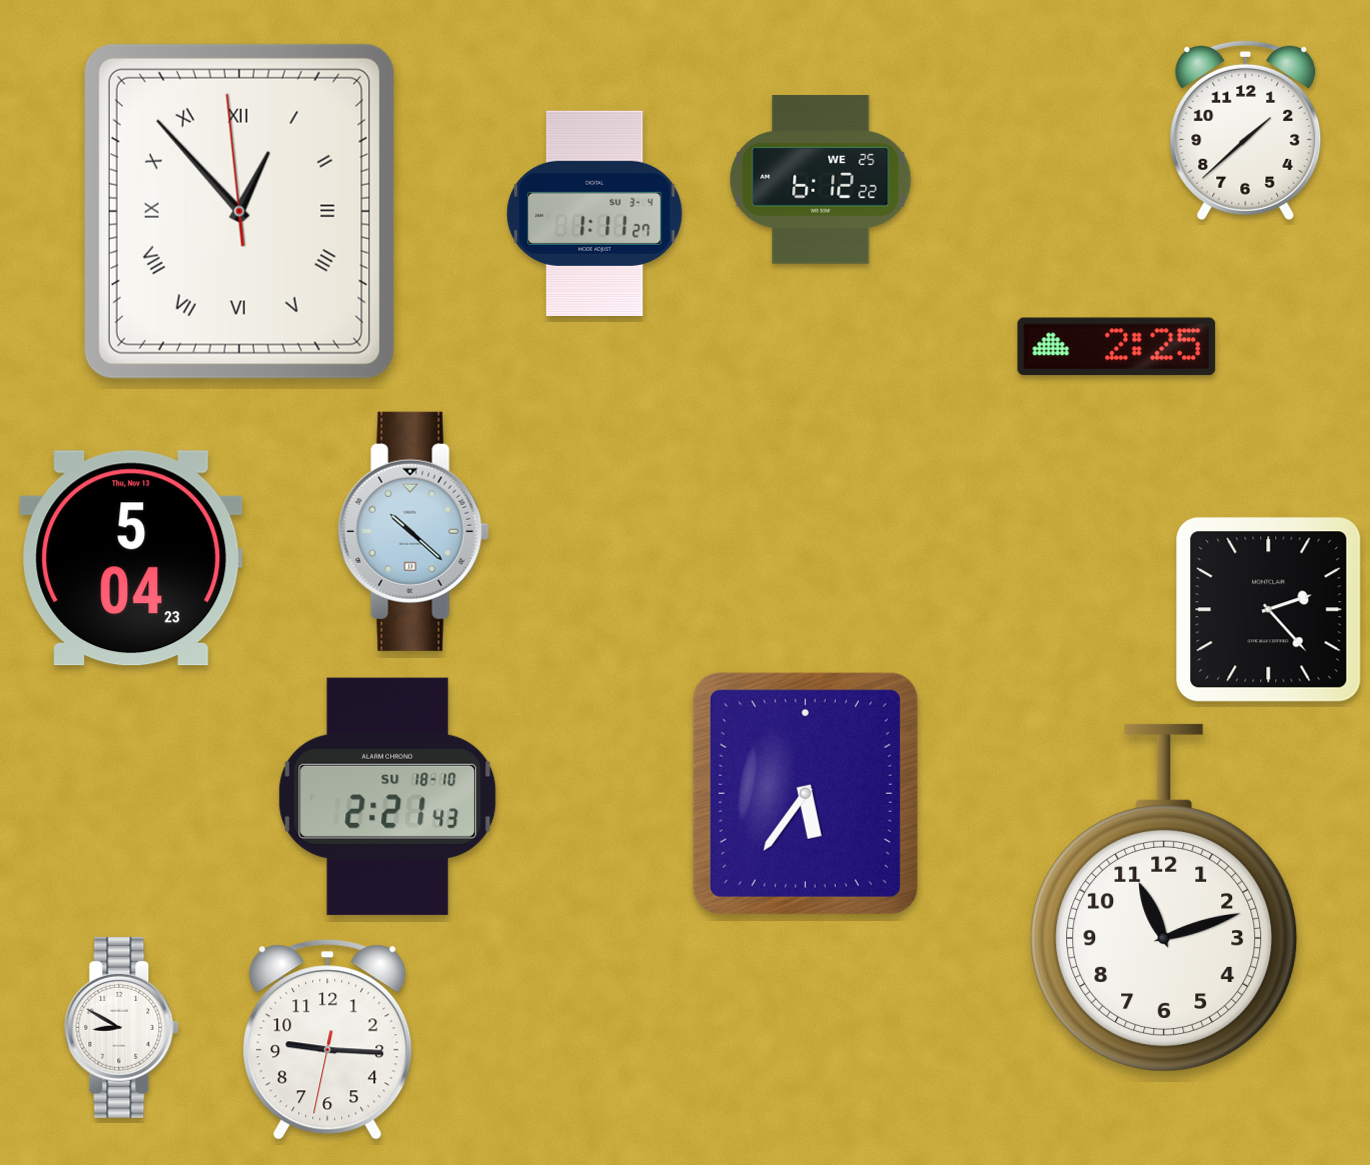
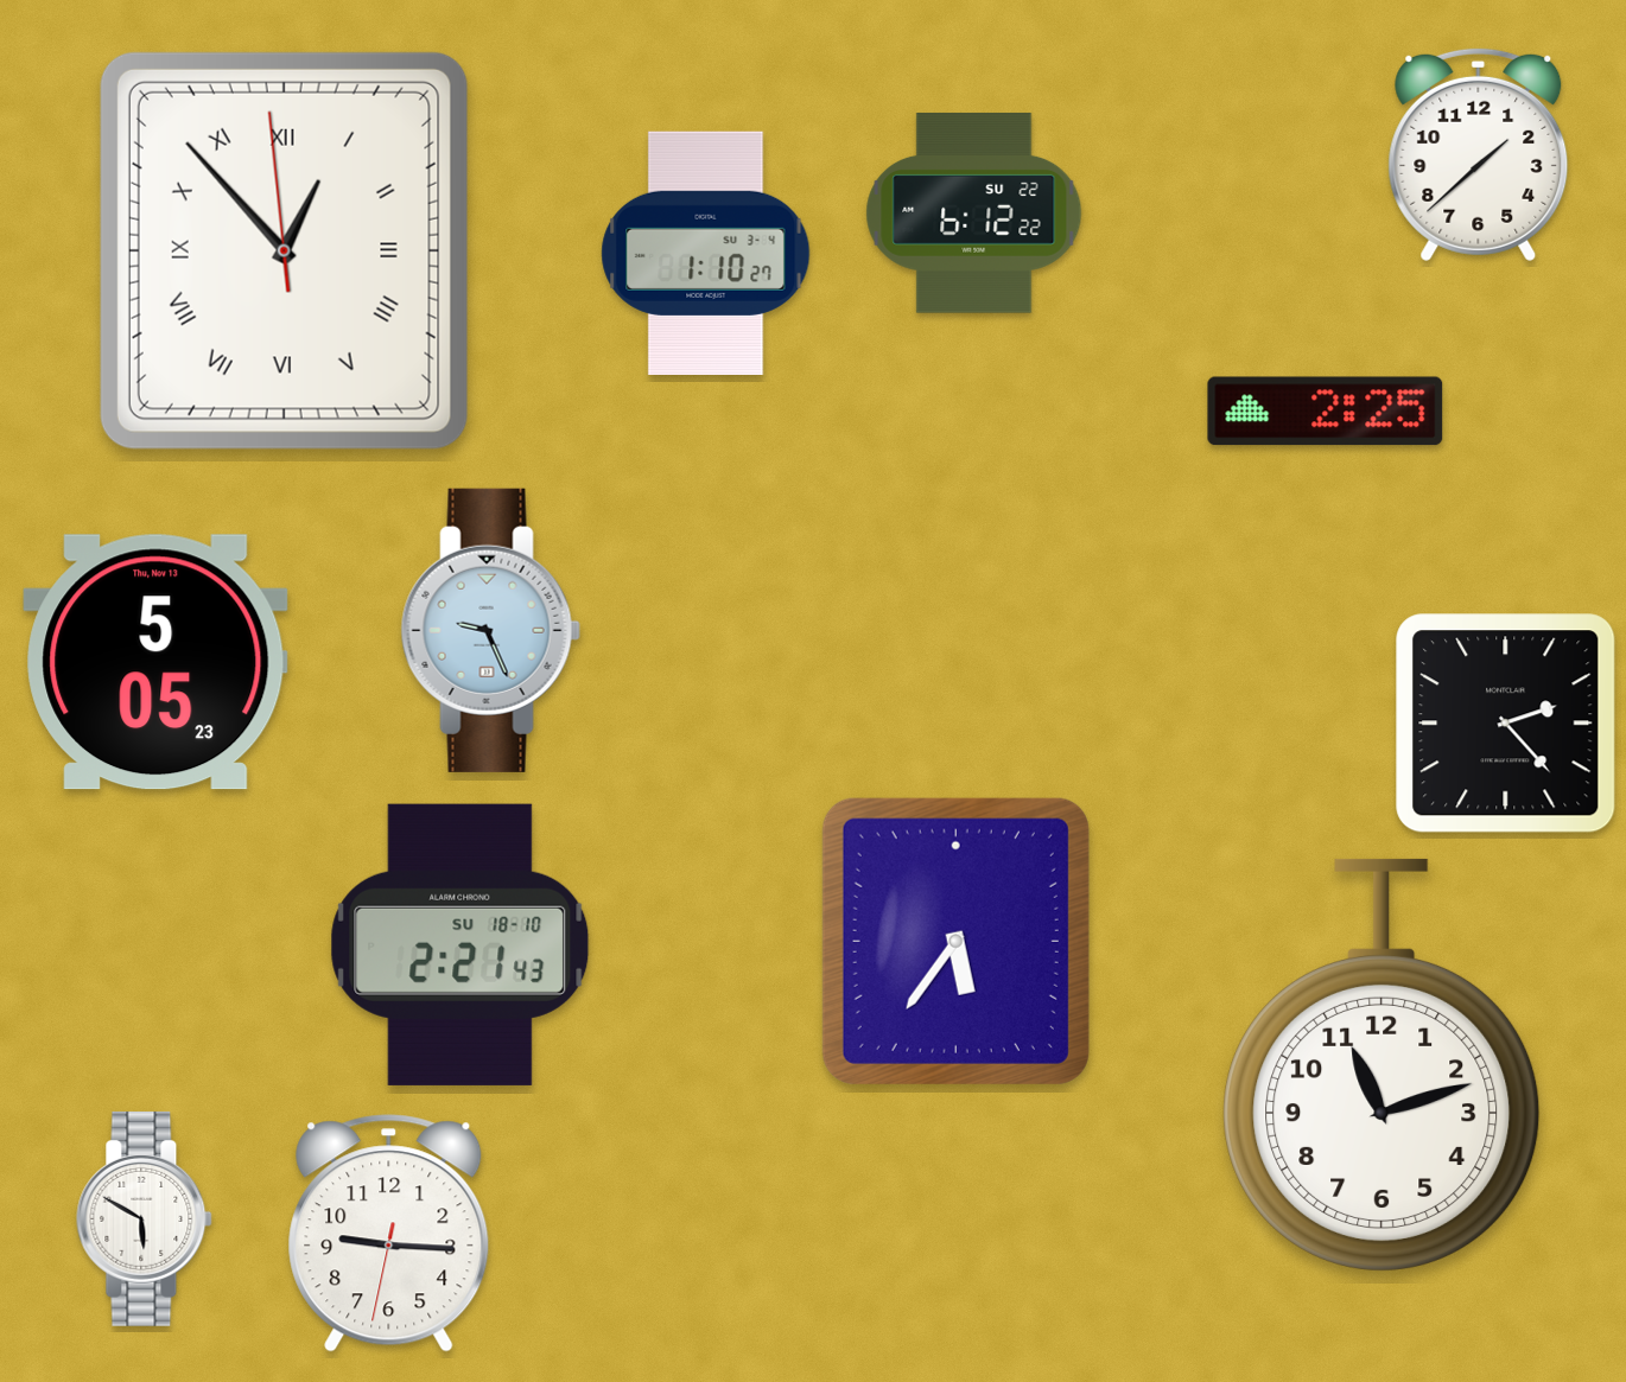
clock at (821, 180) date: WE 25 -> SU 22
clock at (595, 213): 1:11 -> 1:10
clock at (413, 531): 10:22 -> 9:26
clock at (131, 558): 5:04 -> 5:05
clock at (122, 1027): 8:50 -> 5:50
